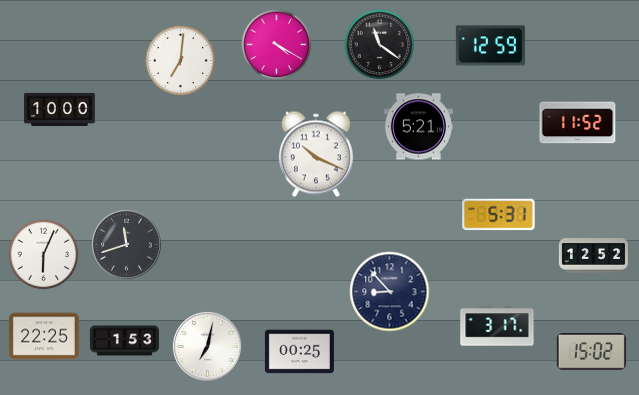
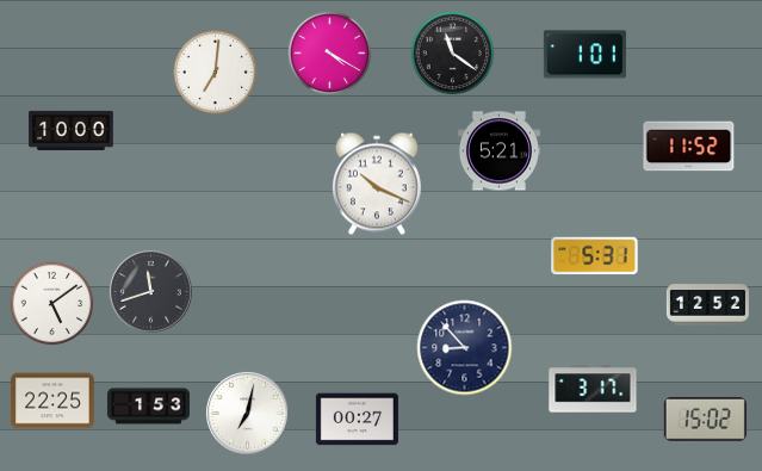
clock at (490, 46): 12:59 -> 1:01
clock at (44, 255): 6:04 -> 5:09
clock at (299, 352): 00:25 -> 00:27
